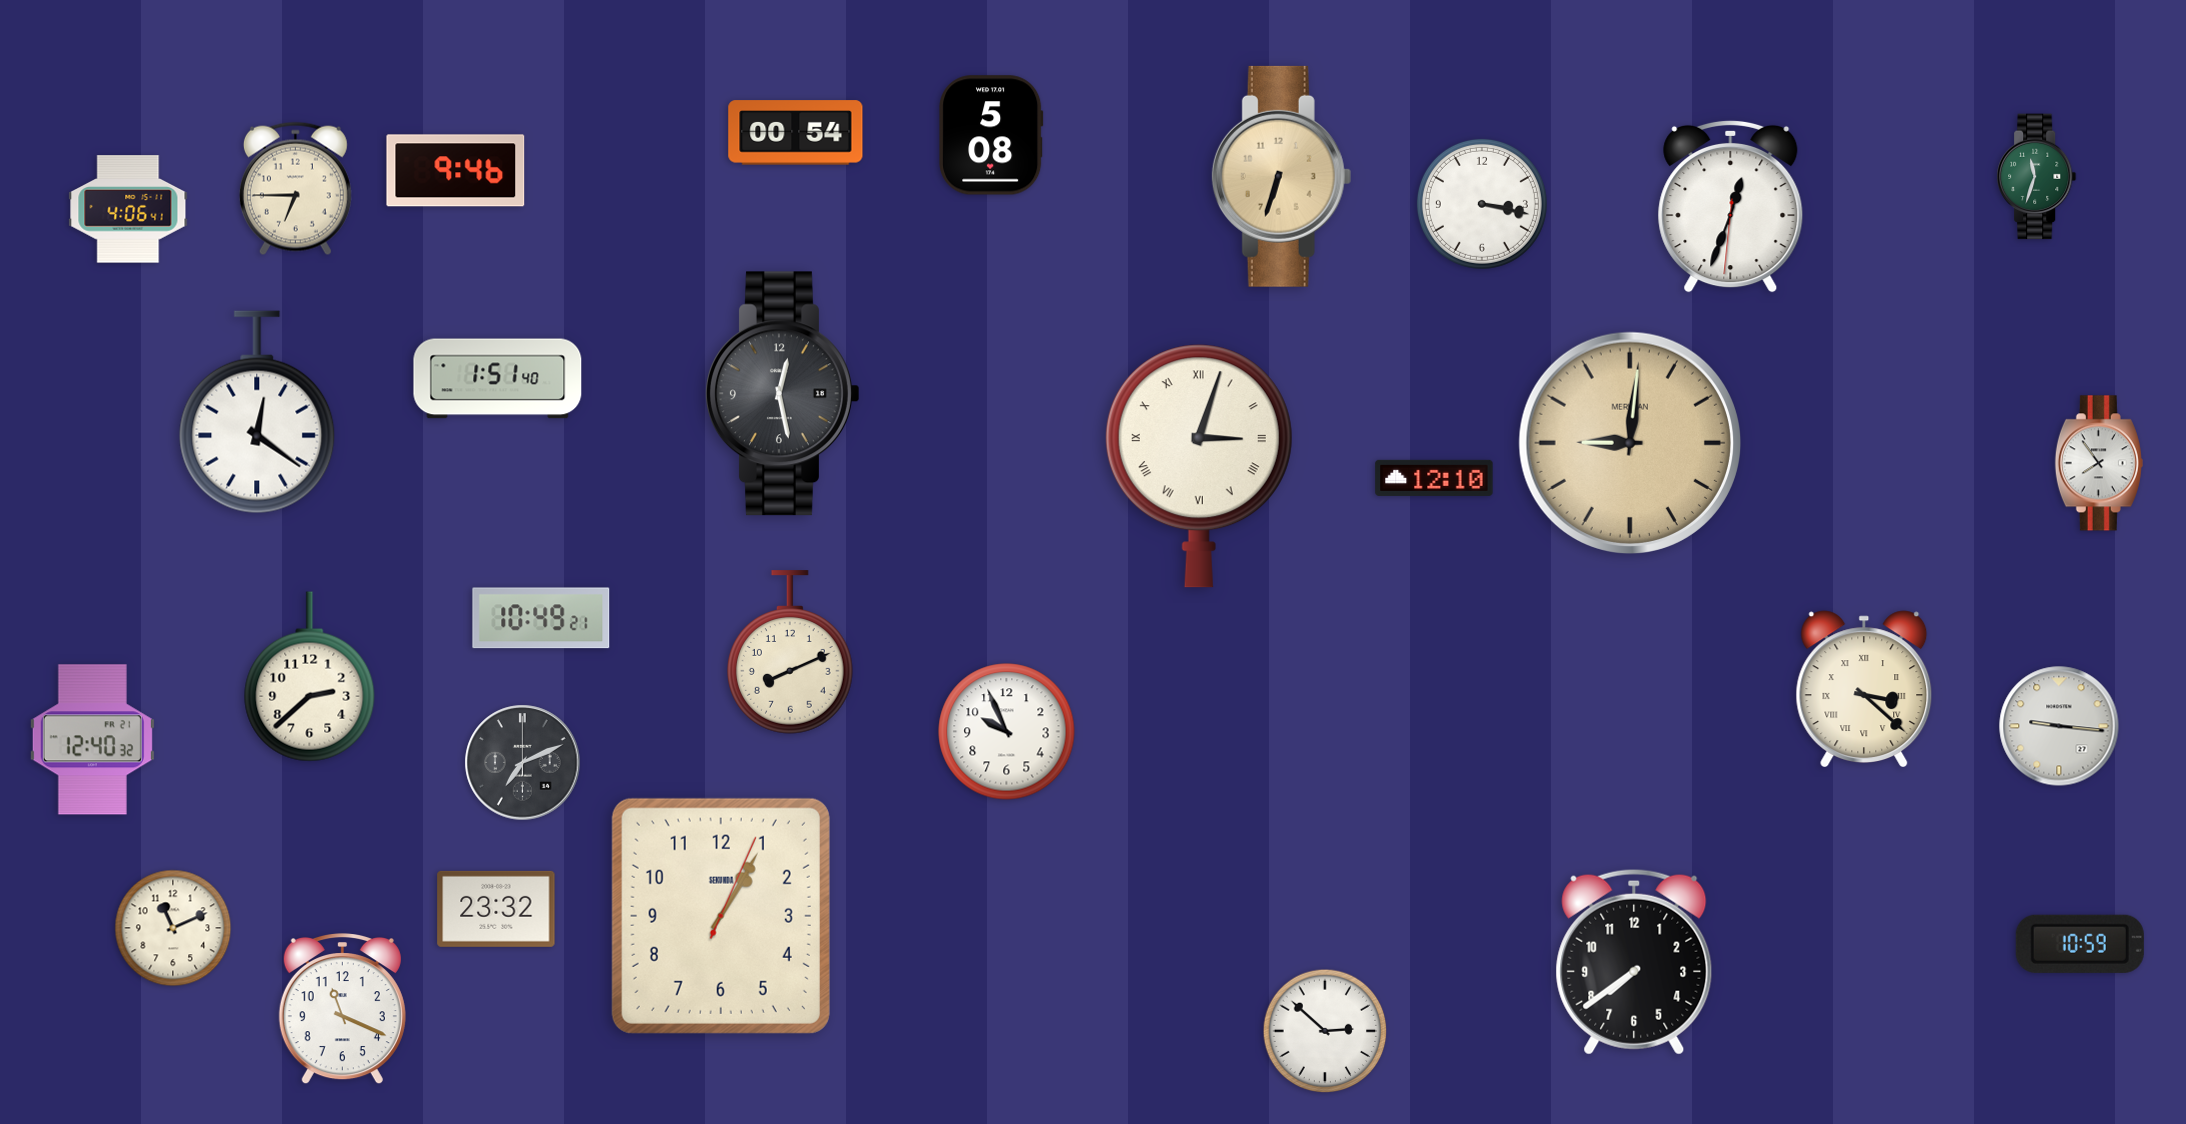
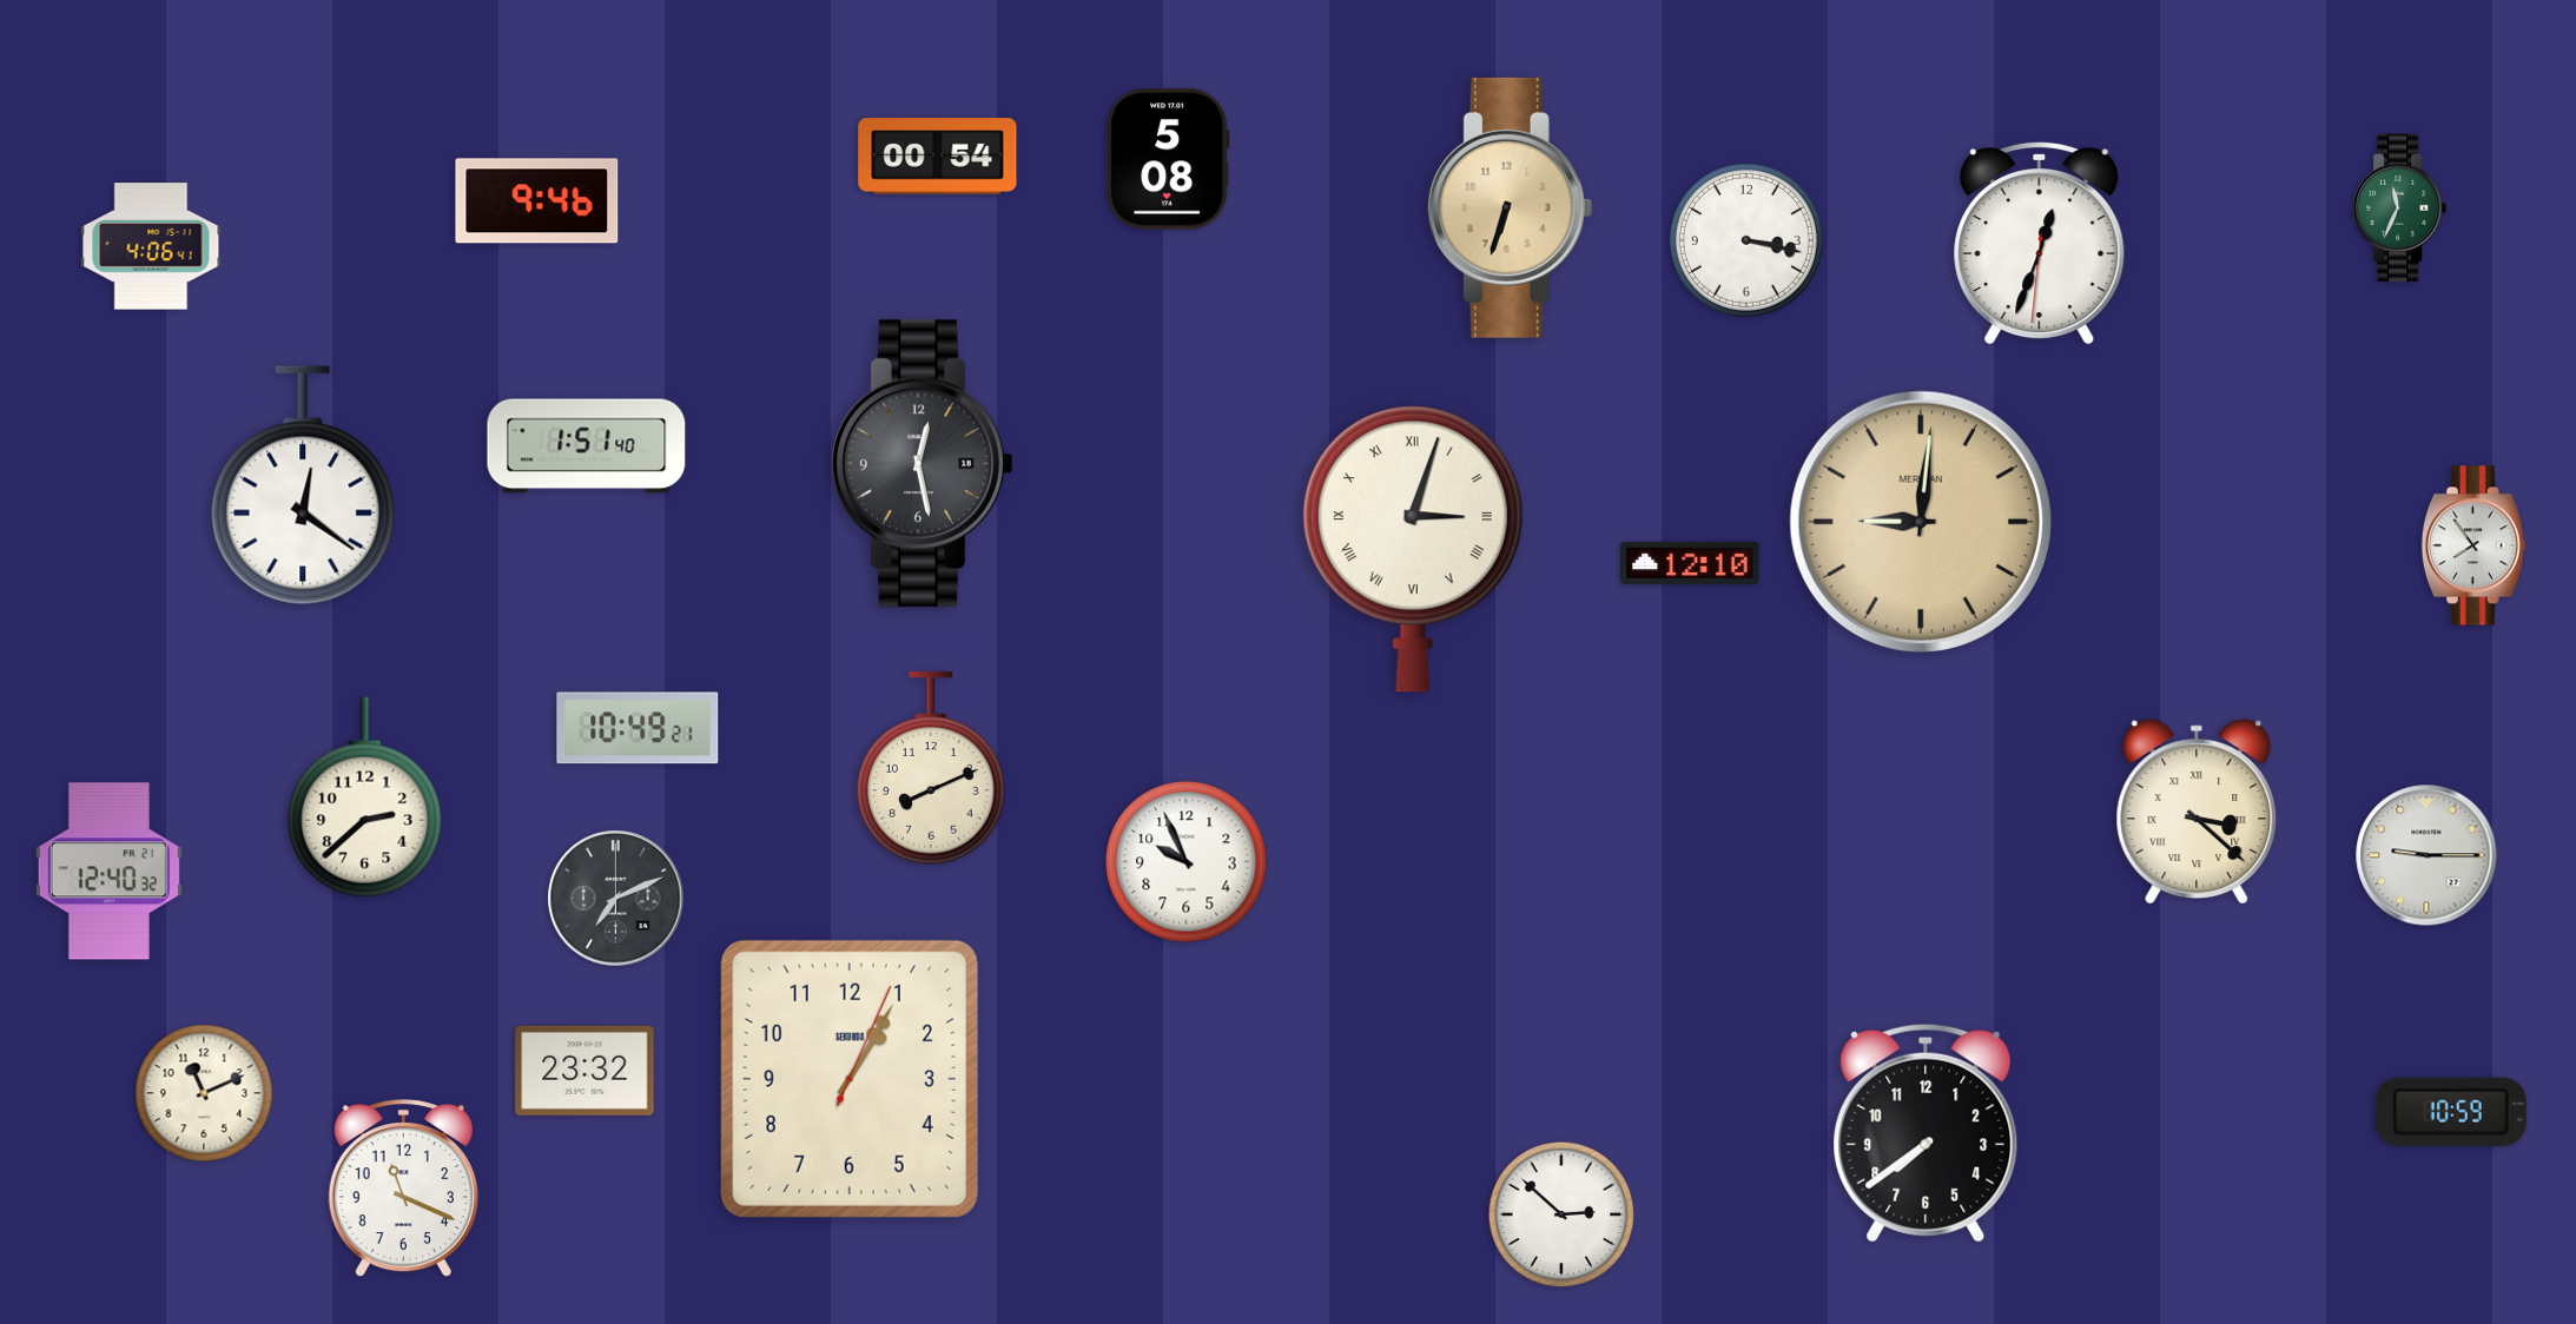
clock at (2037, 177): 11:33 -> 11:34
clock at (295, 189): 6:45 -> none
clock at (2059, 726): 9:16 -> 9:15
